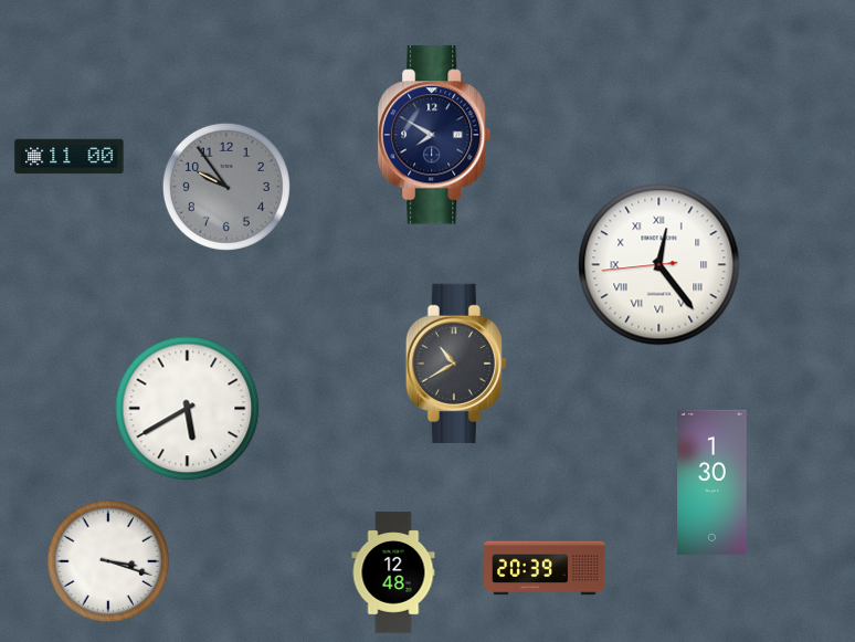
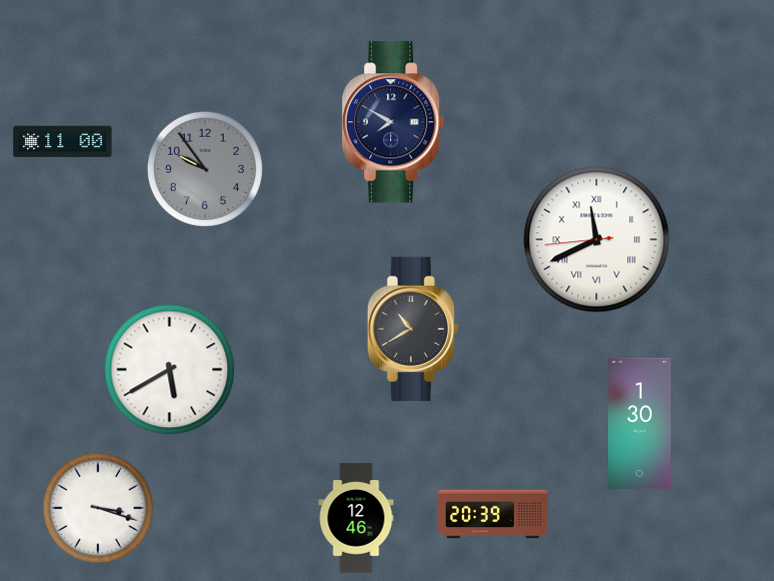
clock at (659, 265): 12:23 -> 11:40
clock at (712, 483) position: (712, 483) -> (640, 424)
clock at (393, 572): 12:48 -> 12:46
